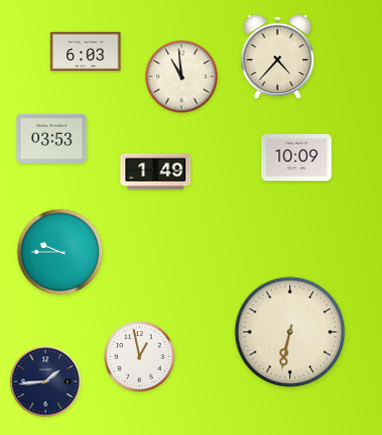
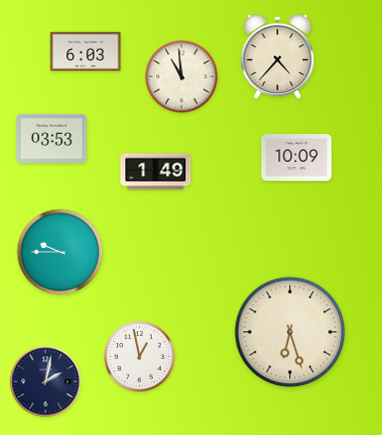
clock at (290, 332): 6:32 -> 6:27
clock at (46, 382): 1:44 -> 2:02
